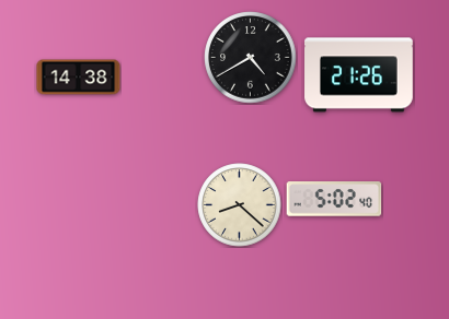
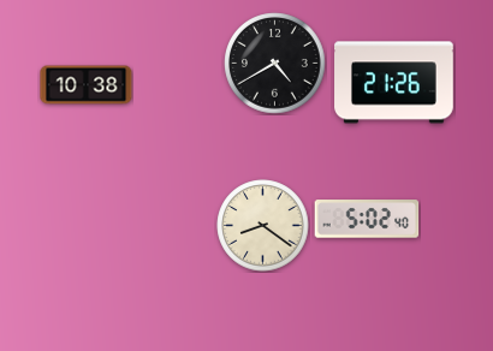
clock at (79, 78): 14:38 -> 10:38
clock at (240, 205): 8:22 -> 8:21
